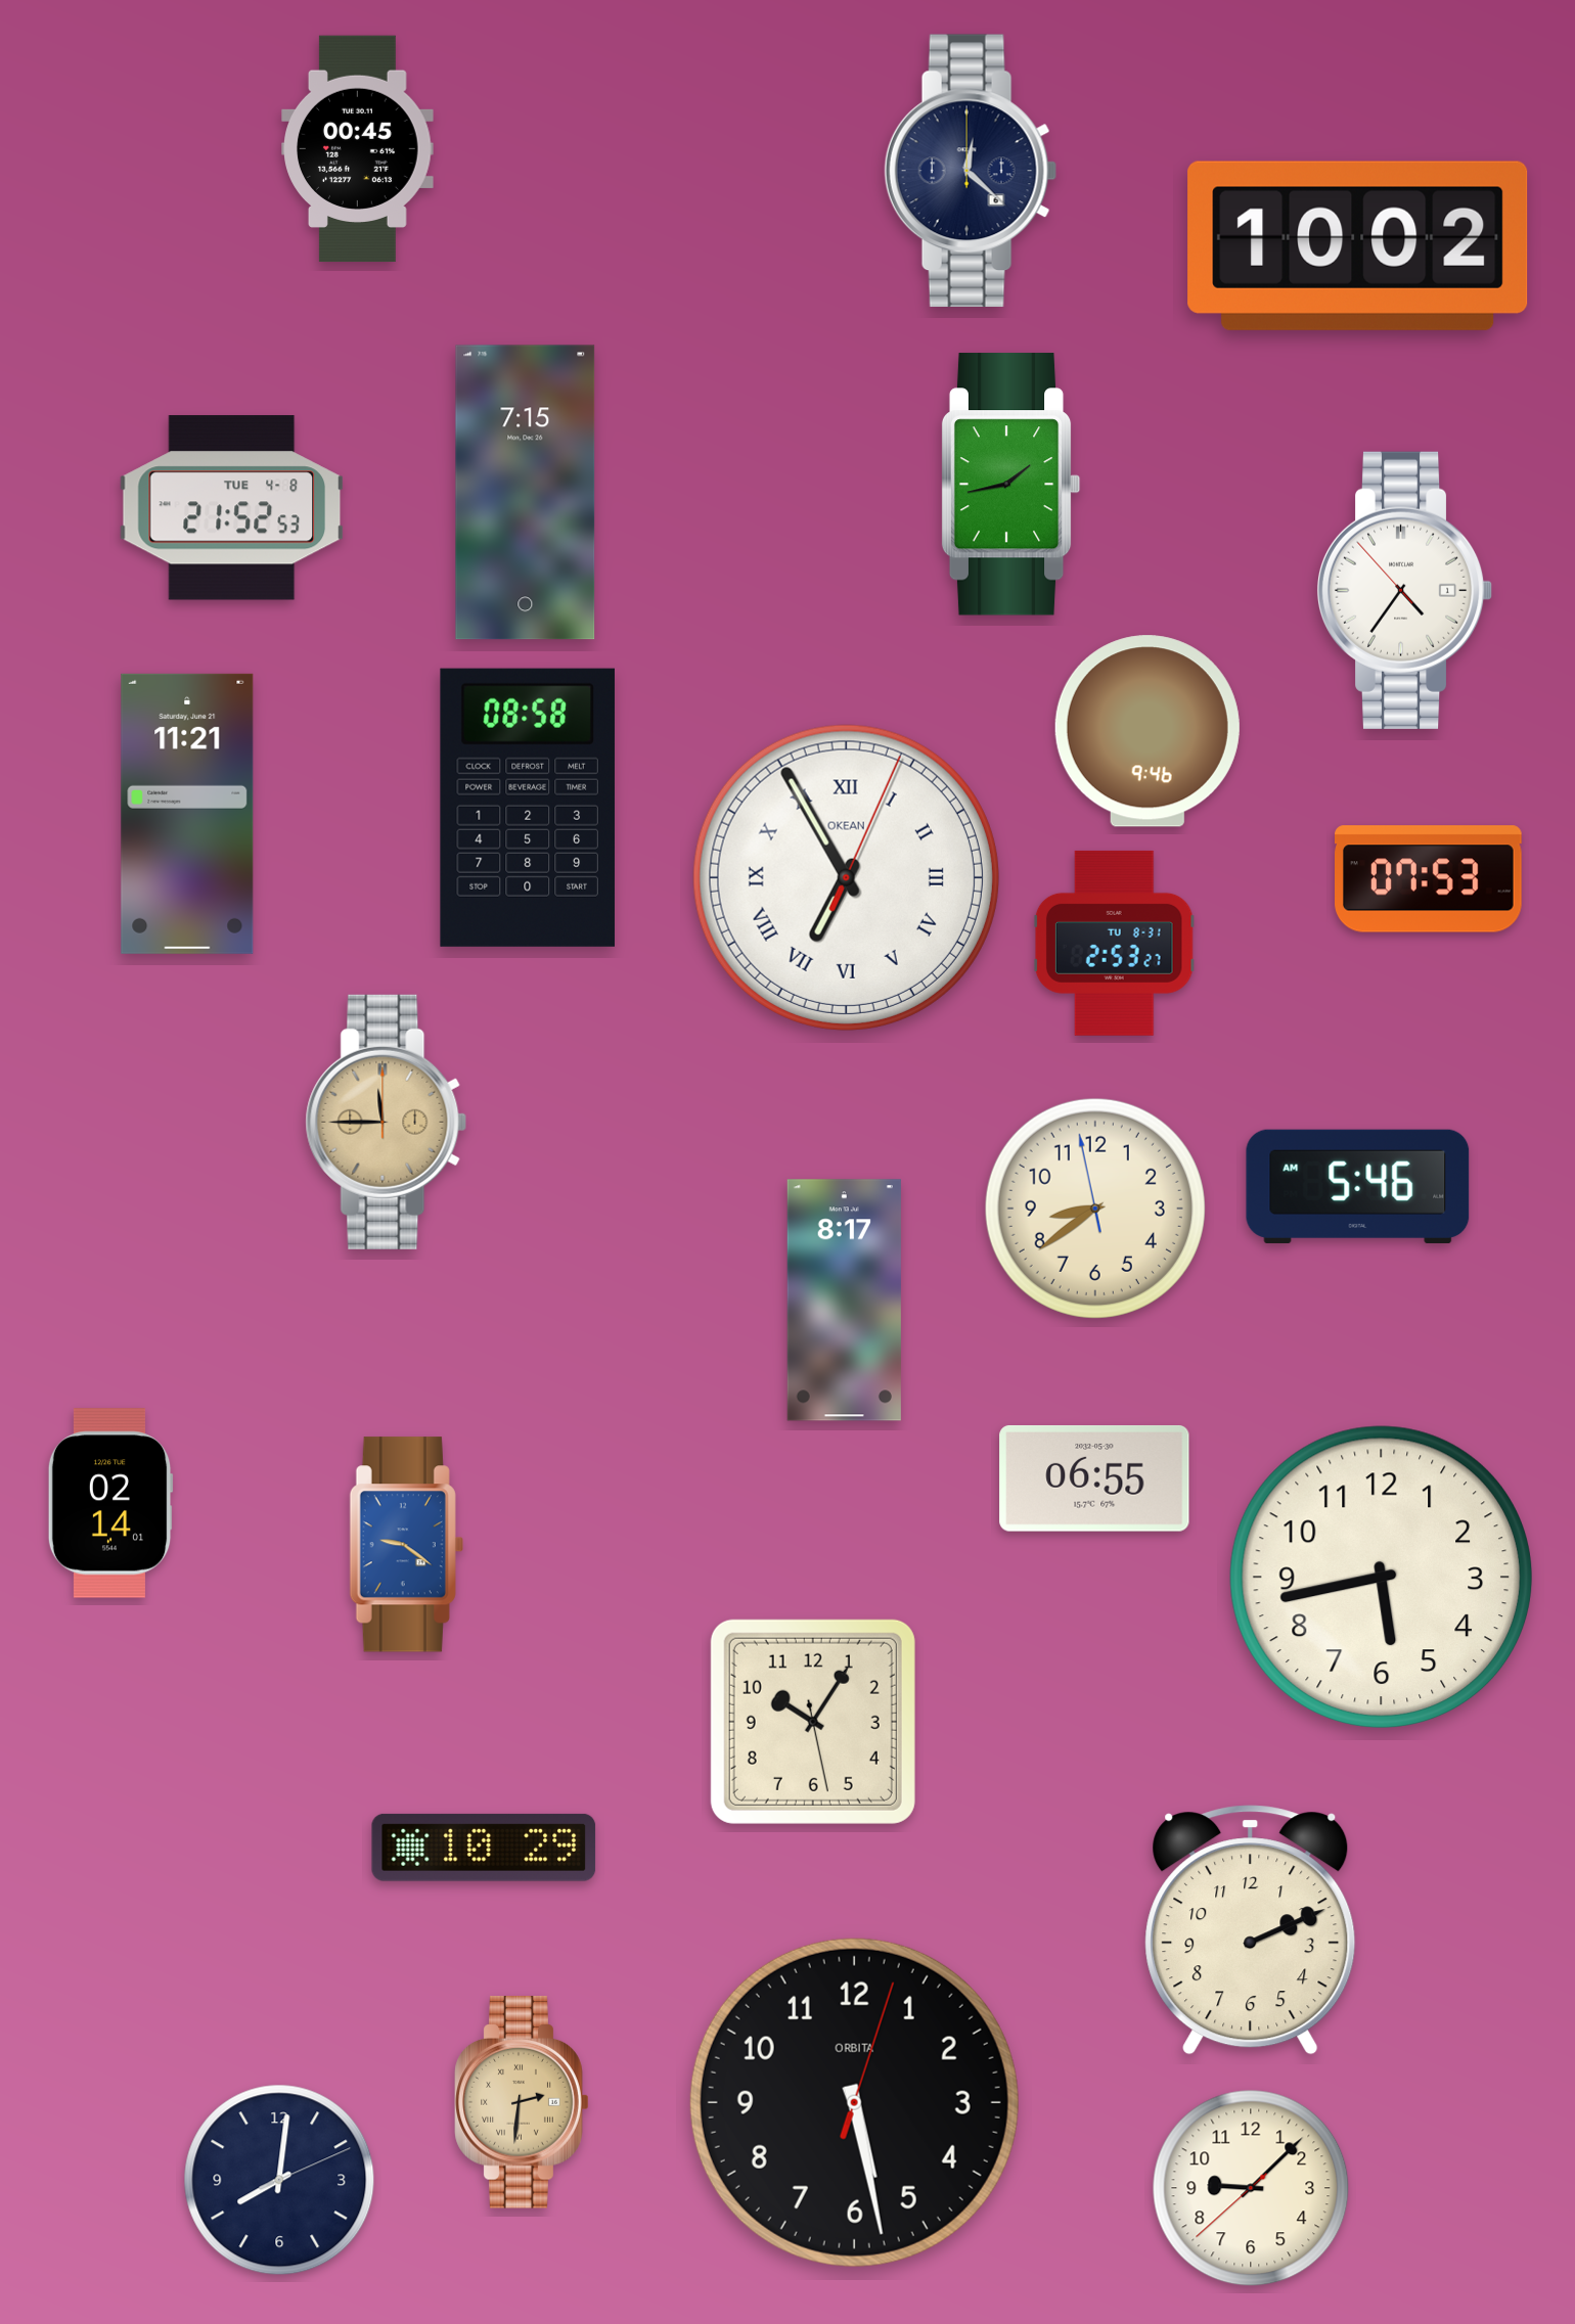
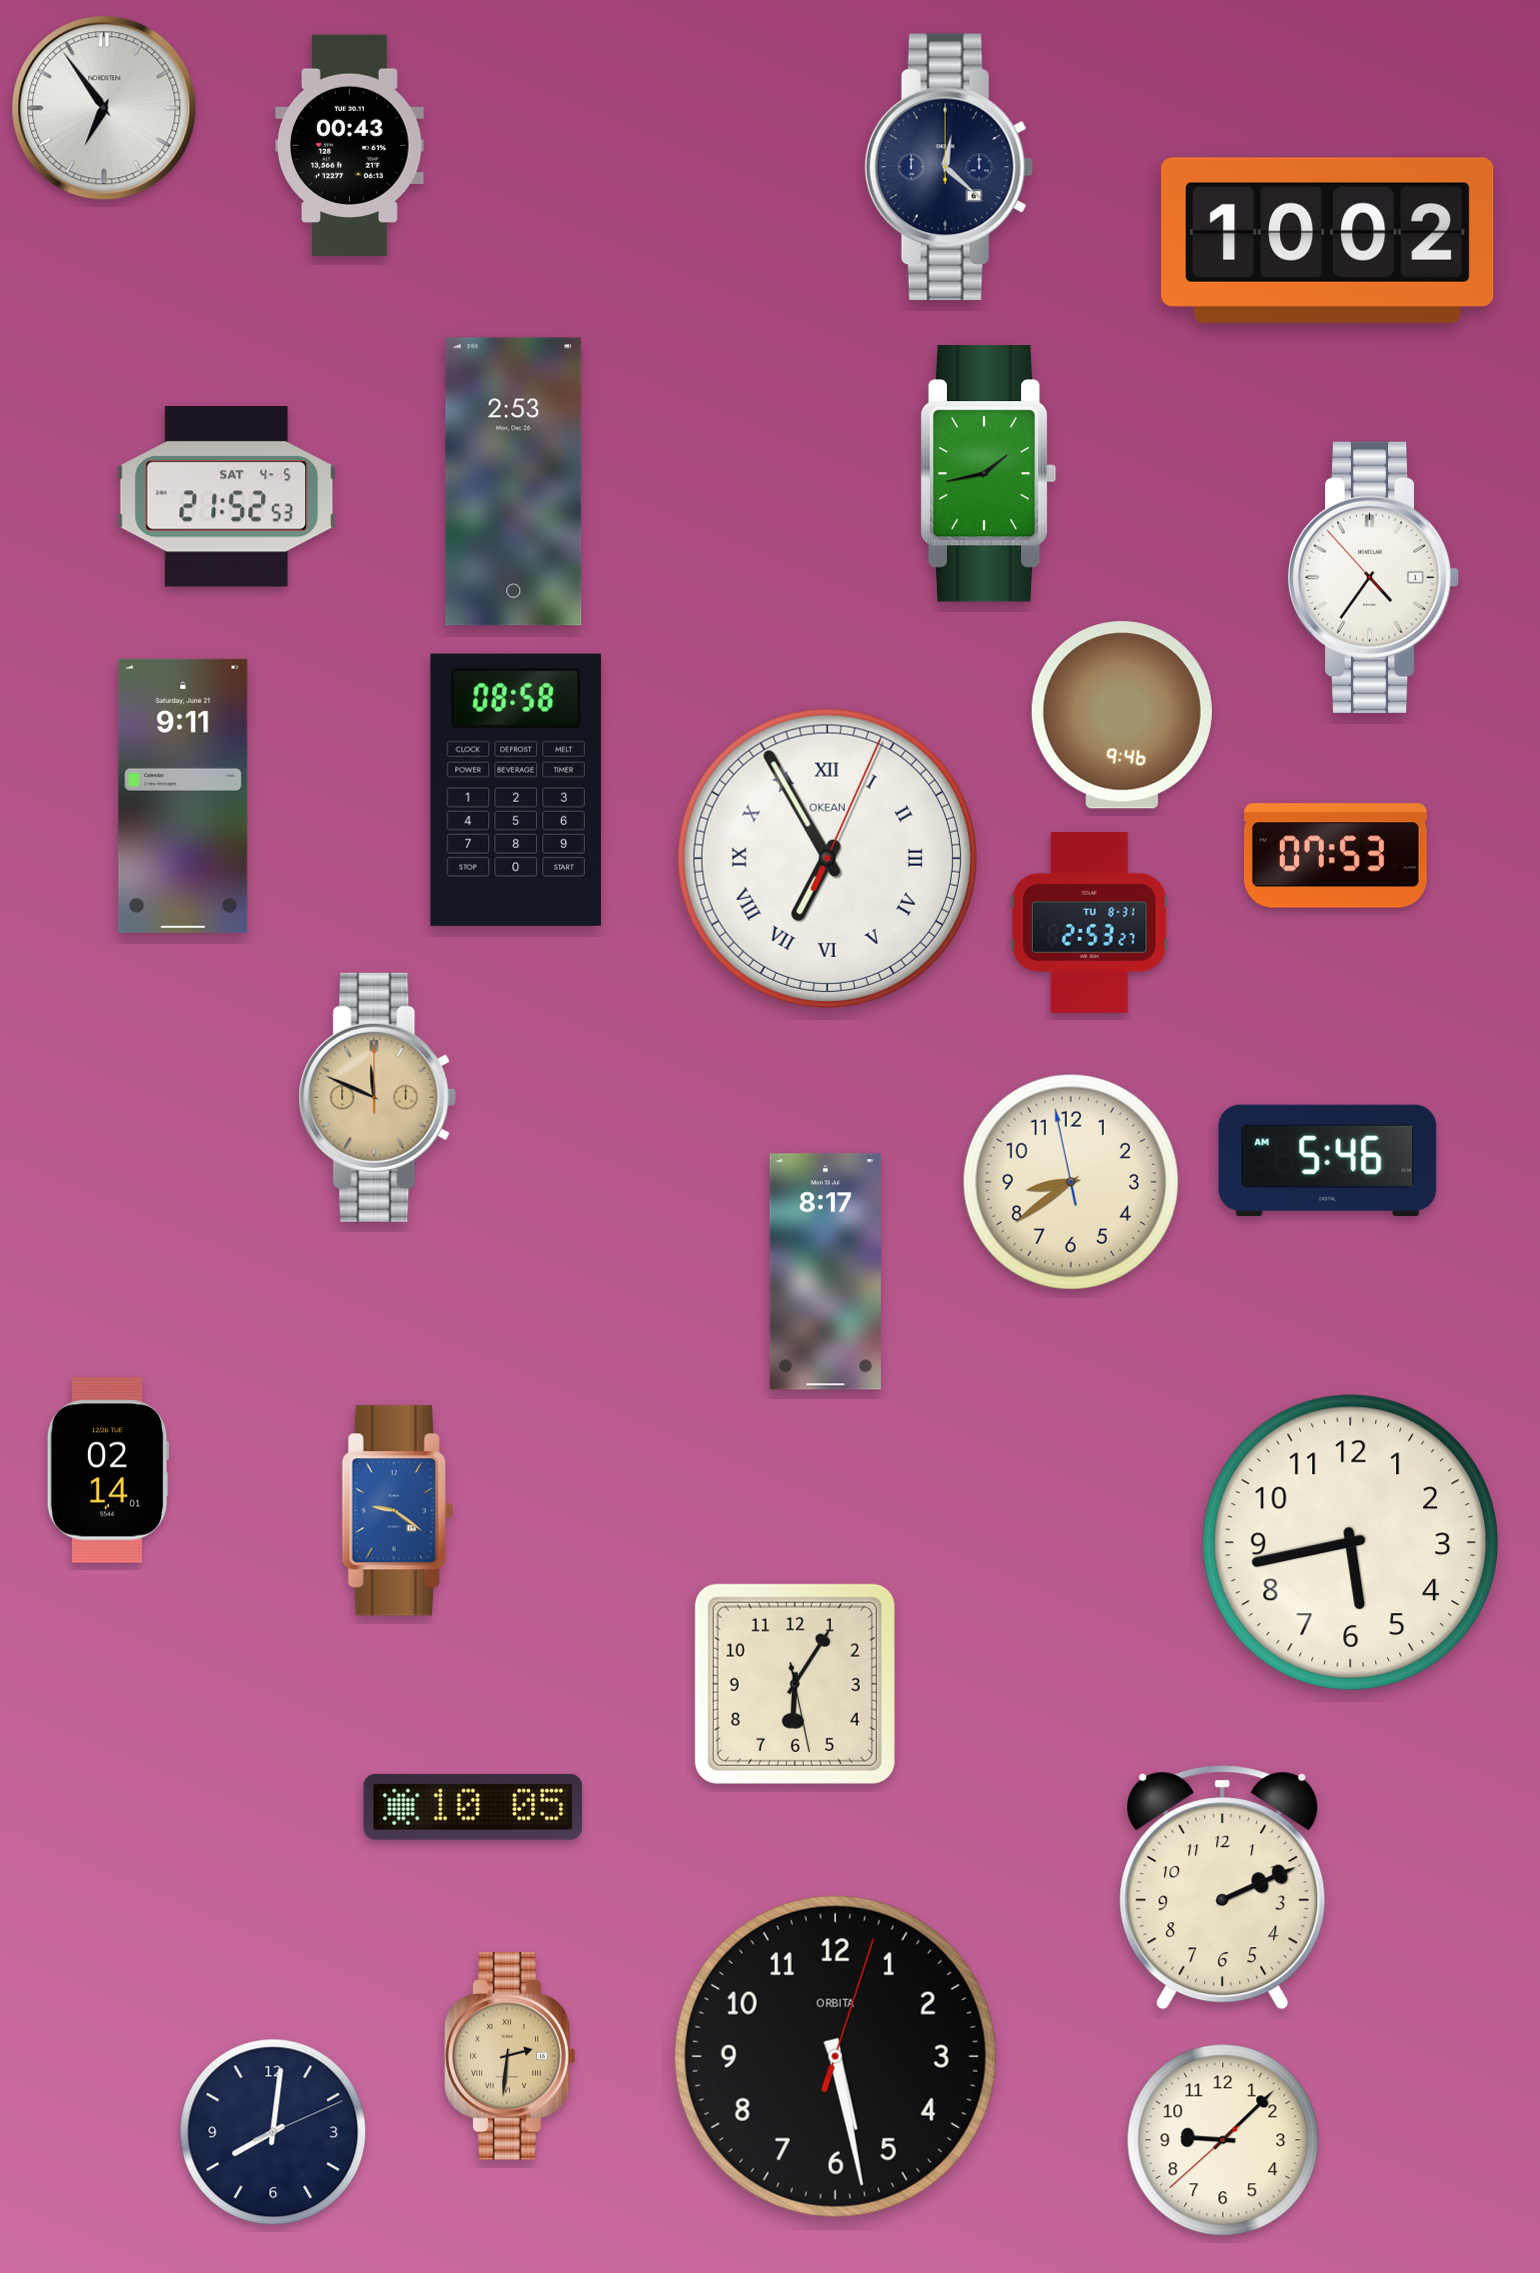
clock at (104, 108): none -> 6:54
clock at (358, 149): 00:45 -> 00:43
clock at (526, 493): 7:15 -> 2:53
clock at (232, 508) date: TUE 4-8 -> SAT 4-5
clock at (187, 814): 11:21 -> 9:11
clock at (1429, 879) position: (1429, 879) -> (1336, 856)
clock at (387, 1122): 11:45 -> 11:49
clock at (1094, 1478): 06:55 -> none
clock at (813, 1722): 10:05 -> 6:05
clock at (484, 1848): 10:29 -> 10:05
